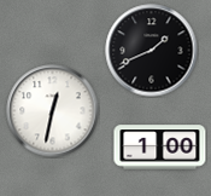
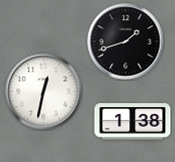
clock at (152, 51): 1:41 -> 1:42
clock at (160, 148): 1:00 -> 1:38
